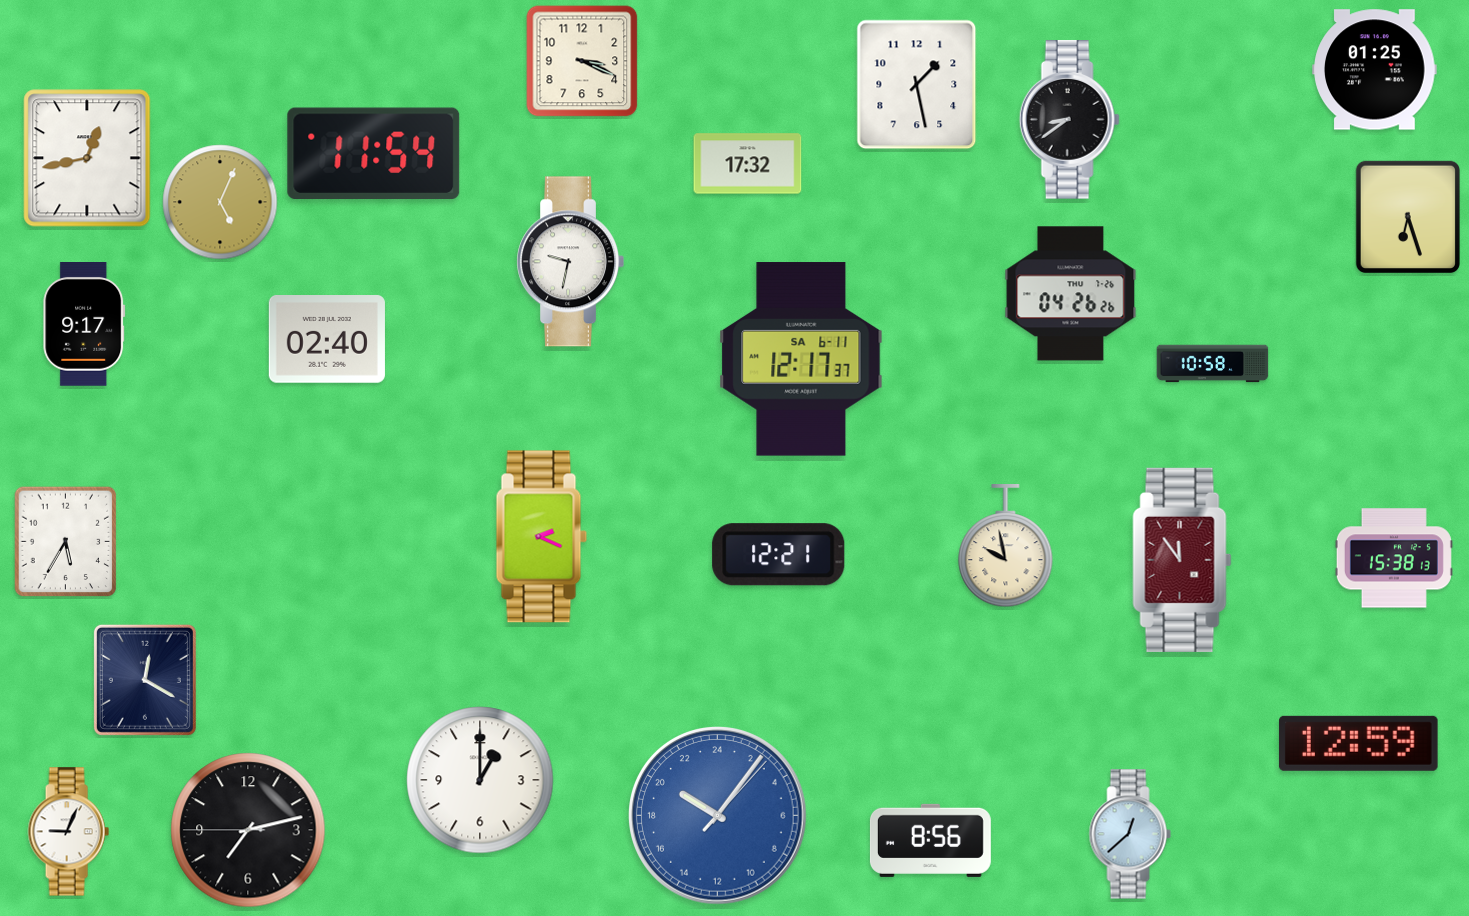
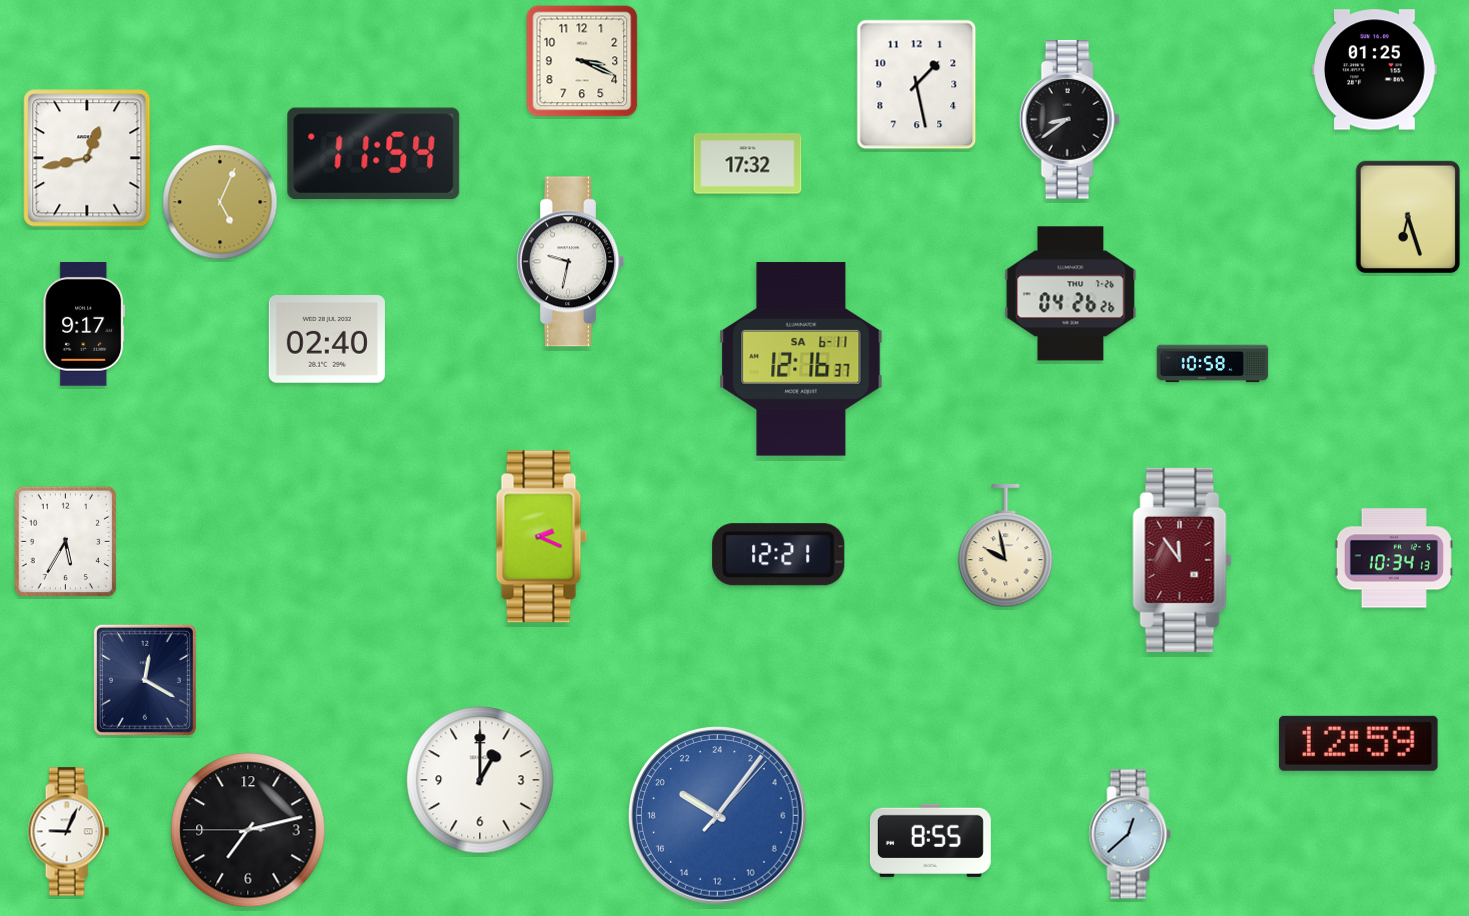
clock at (801, 359): 12:17 -> 12:16
clock at (1394, 558): 15:38 -> 10:34
clock at (930, 840): 8:56 -> 8:55
